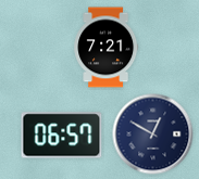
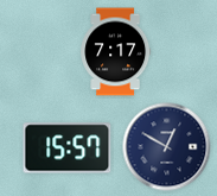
clock at (107, 48): 7:21 -> 7:17
clock at (62, 136): 06:57 -> 15:57
